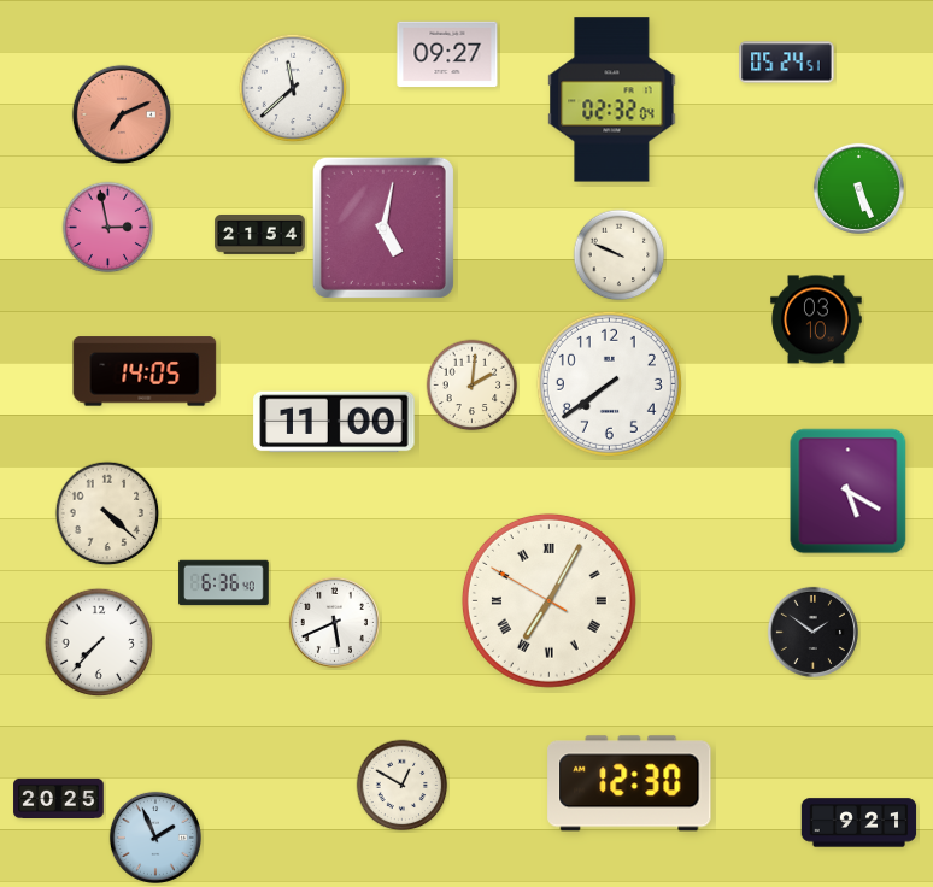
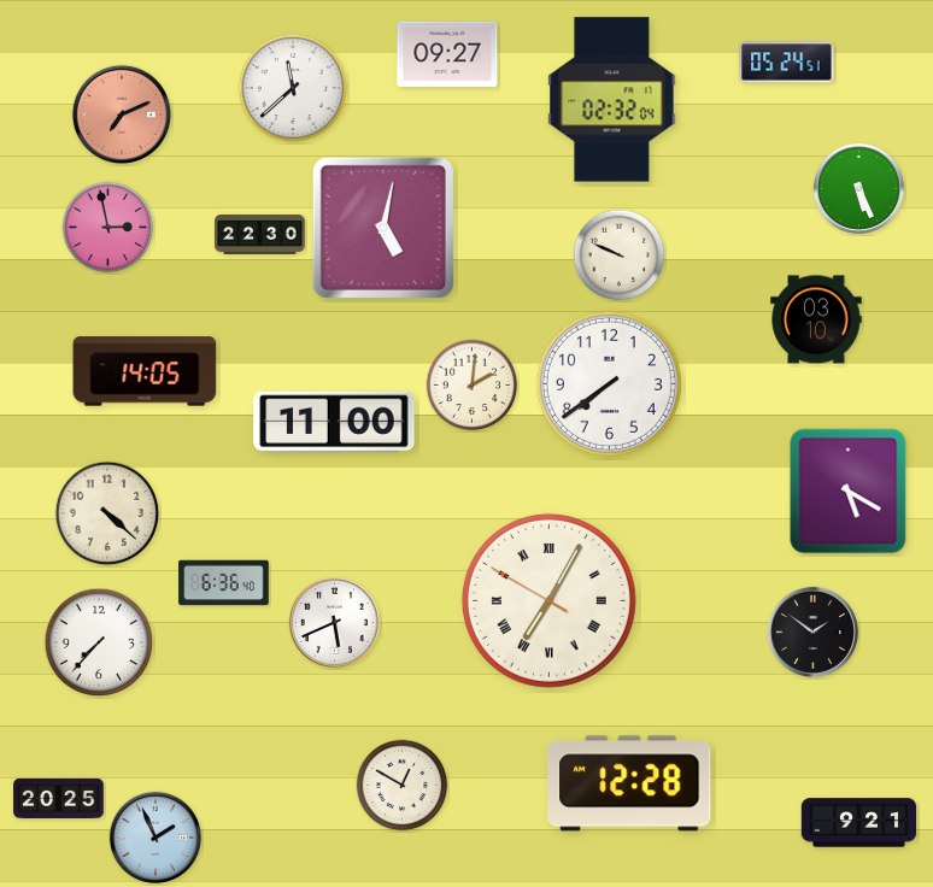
clock at (260, 235): 21:54 -> 22:30
clock at (629, 783): 12:30 -> 12:28
